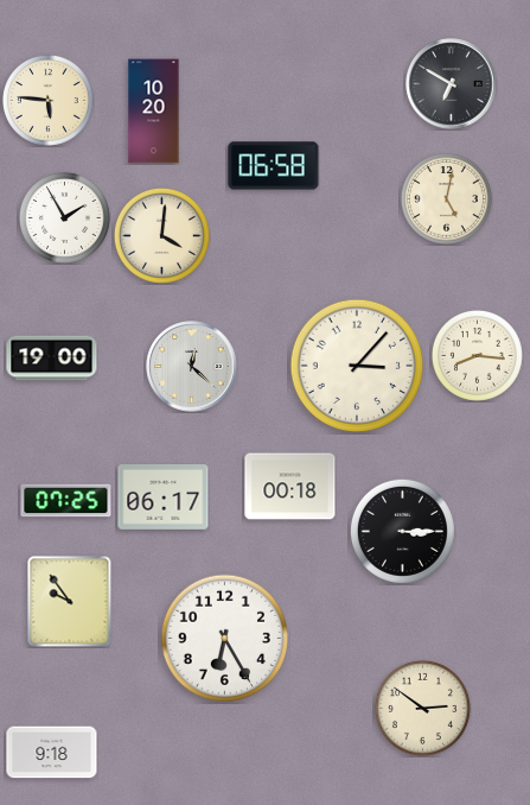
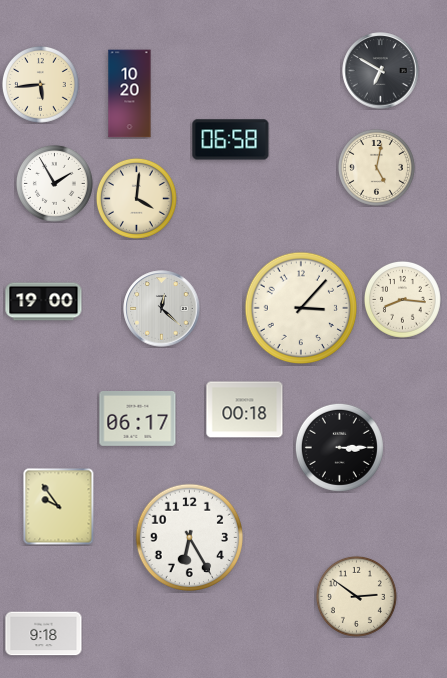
clock at (47, 100): 5:46 -> 5:44
clock at (66, 501): 07:25 -> none
